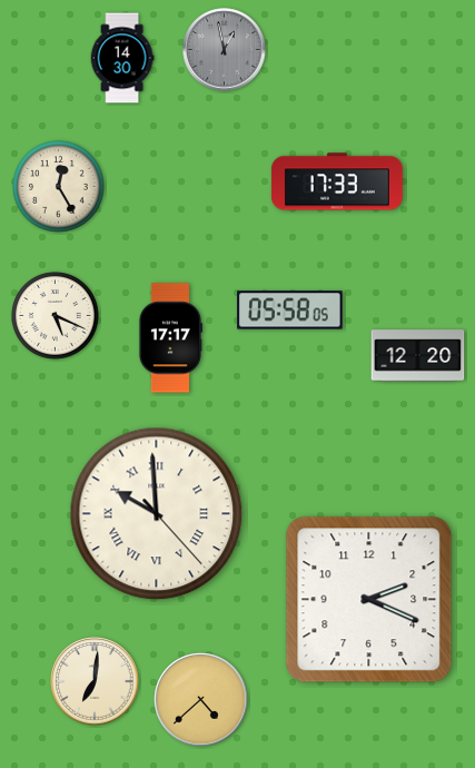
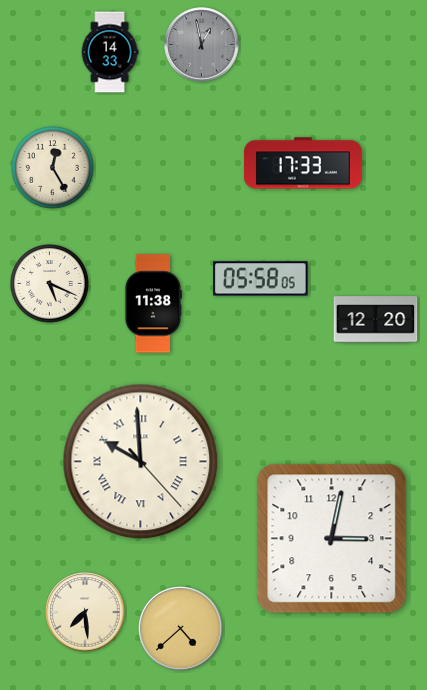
clock at (122, 58): 14:30 -> 14:33
clock at (170, 338): 17:17 -> 11:38
clock at (369, 600): 2:19 -> 3:02
clock at (95, 681): 7:01 -> 7:29
